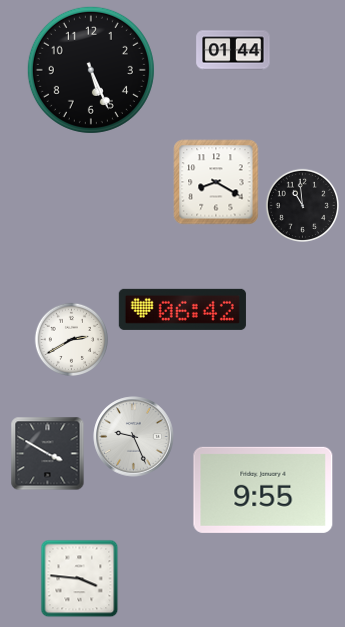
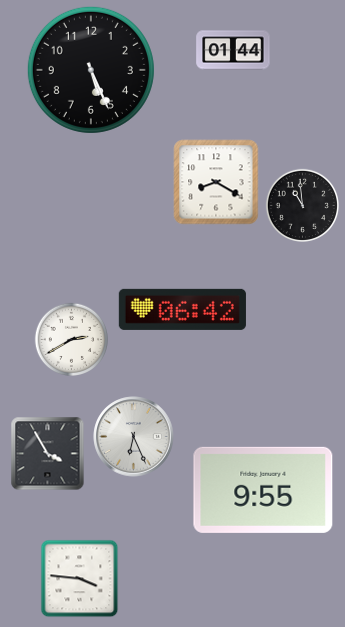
clock at (134, 437): 9:26 -> 6:26
clock at (48, 454): 3:50 -> 3:55
